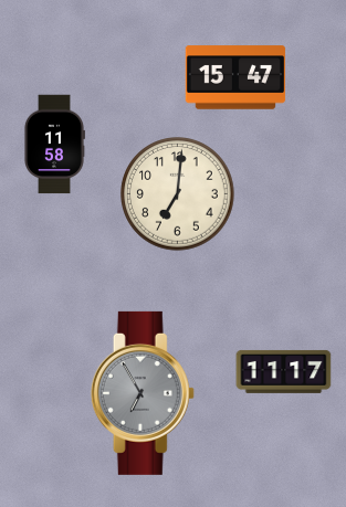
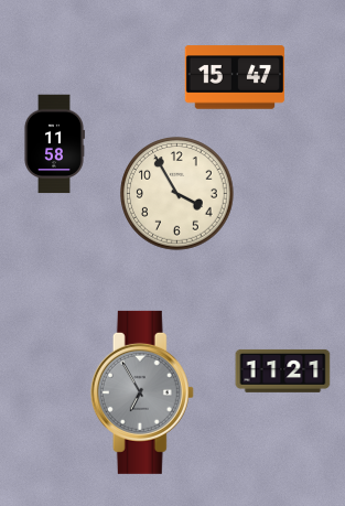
clock at (178, 194): 7:01 -> 3:55
clock at (284, 371): 11:17 -> 11:21
